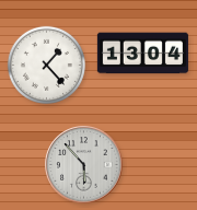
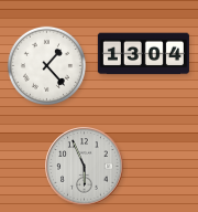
clock at (84, 165): 5:53 -> 5:56
